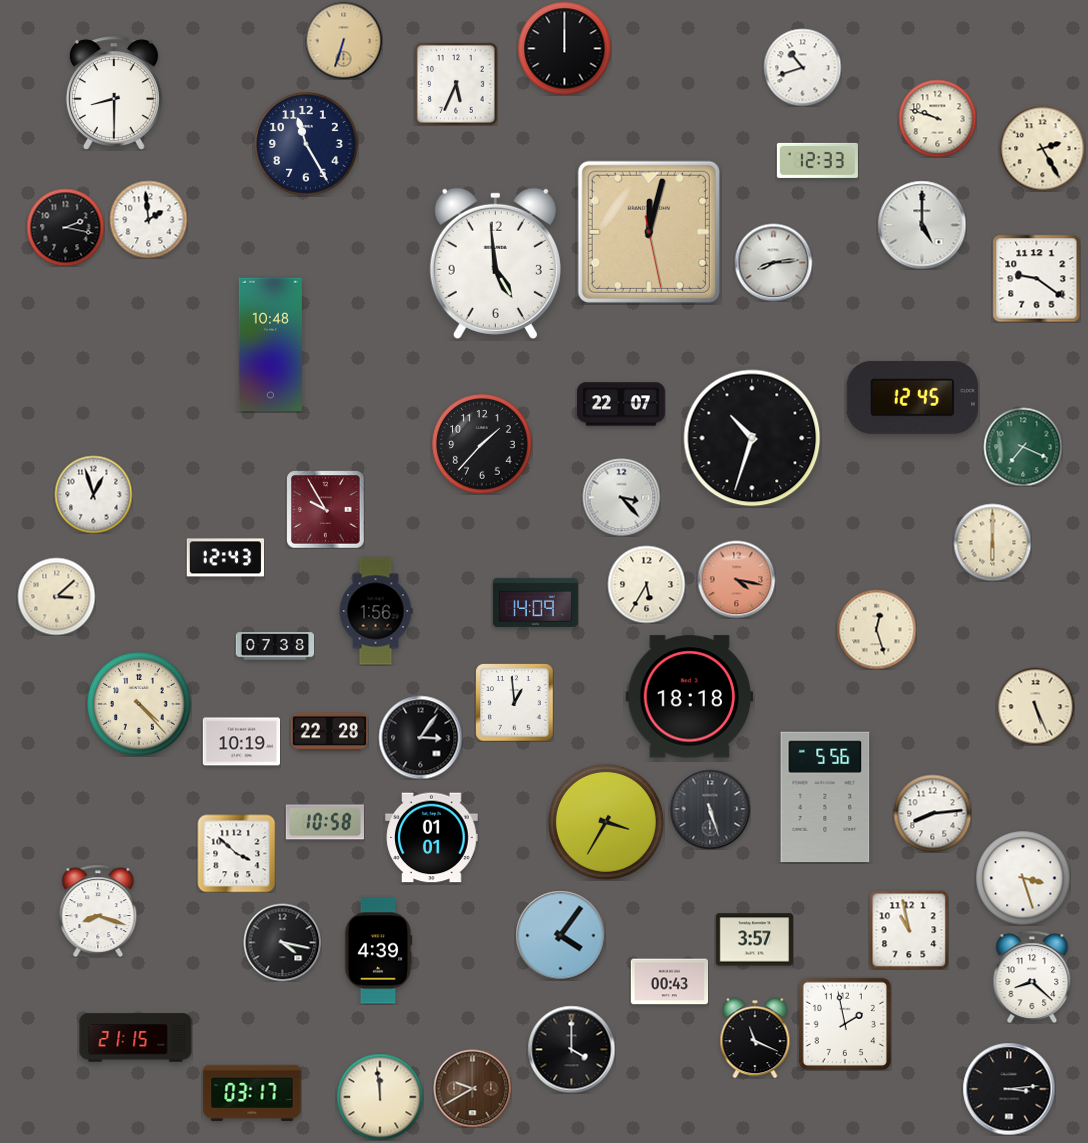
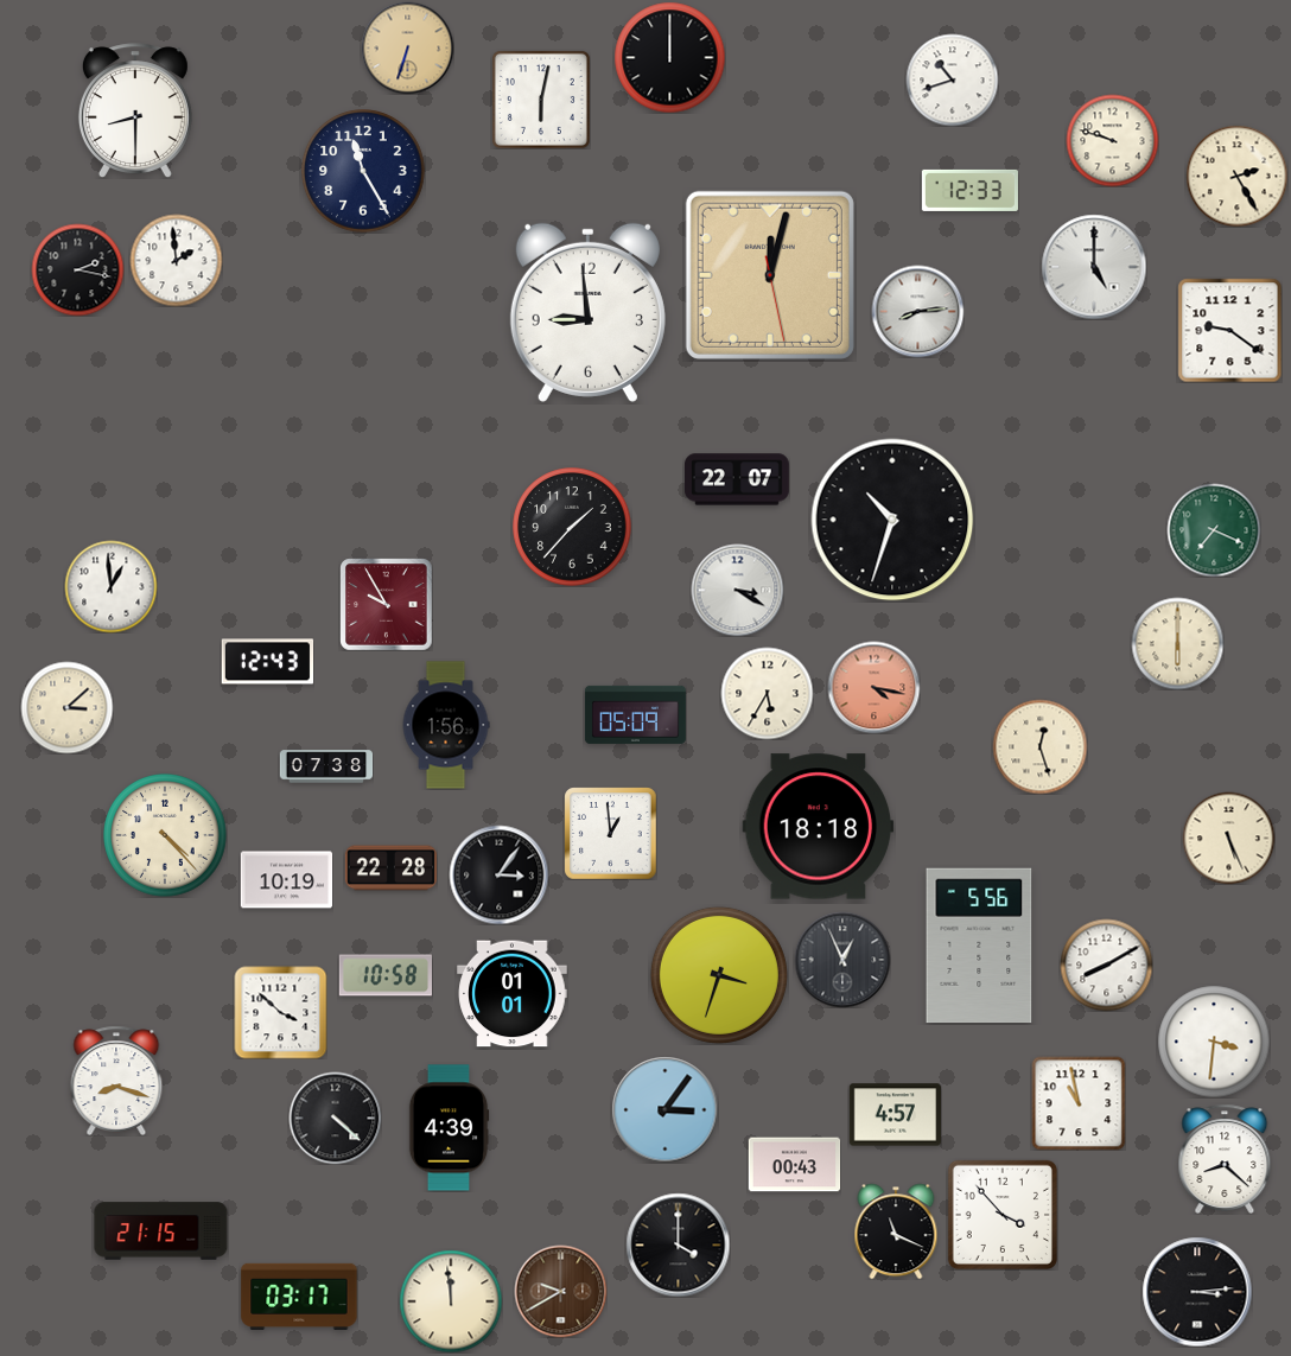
clock at (456, 84): 5:34 -> 6:02
clock at (495, 263): 4:59 -> 8:59
clock at (270, 344): 10:48 -> none
clock at (912, 397): 12:45 -> none
clock at (93, 494): 12:57 -> 12:59
clock at (621, 497): 3:23 -> 3:20
clock at (535, 602): 14:09 -> 05:09
clock at (710, 809): 5:27 -> 12:56
clock at (932, 813): 8:14 -> 8:10
clock at (606, 822): 3:35 -> 3:33
clock at (1023, 878): 3:27 -> 3:31
clock at (560, 935): 4:06 -> 3:06
clock at (754, 940): 3:57 -> 4:57
clock at (282, 942): 4:17 -> 4:22
clock at (844, 1023): 1:58 -> 3:53
